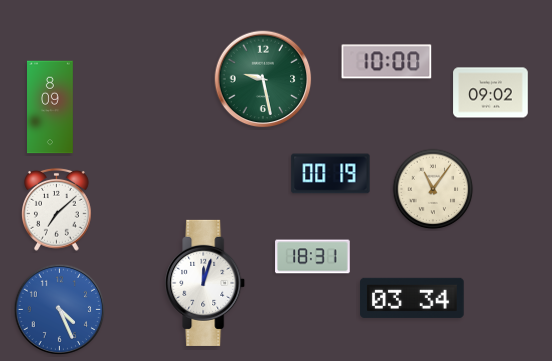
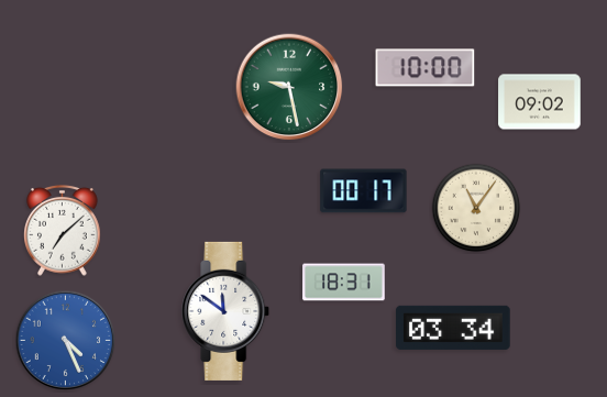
clock at (51, 107): 8:09 -> none
clock at (331, 174): 00:19 -> 00:17
clock at (206, 283): 12:03 -> 11:51
